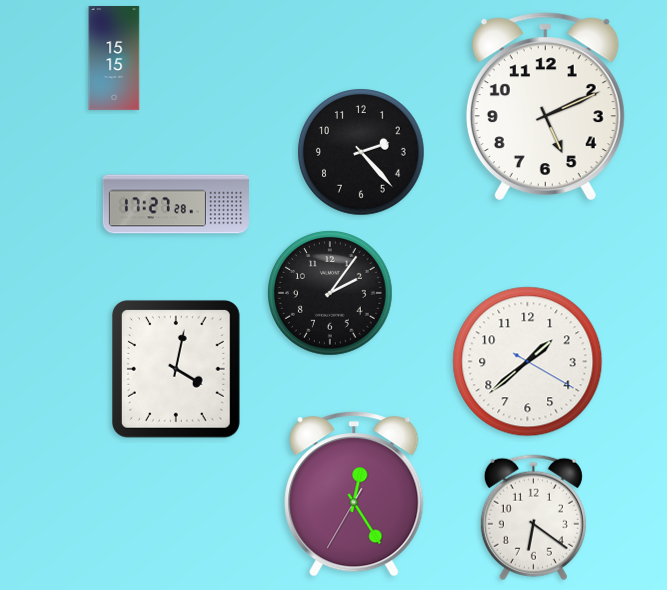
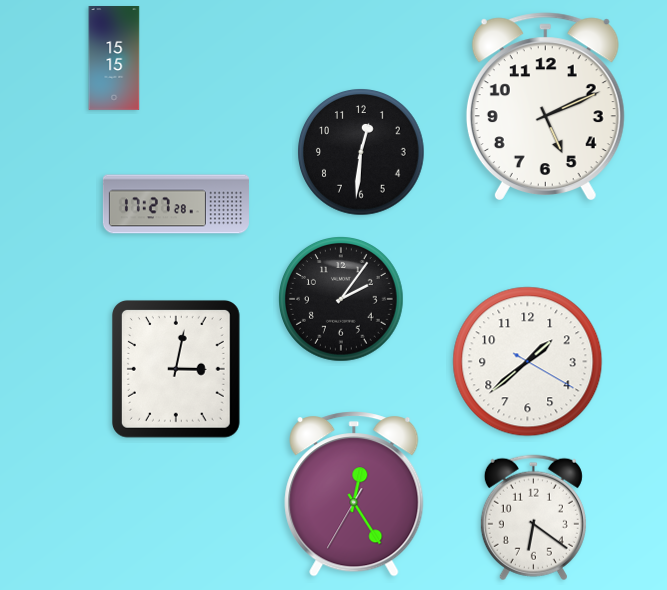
clock at (361, 152): 2:23 -> 12:31
clock at (331, 294) position: (331, 294) -> (342, 300)
clock at (176, 369): 4:02 -> 3:02
